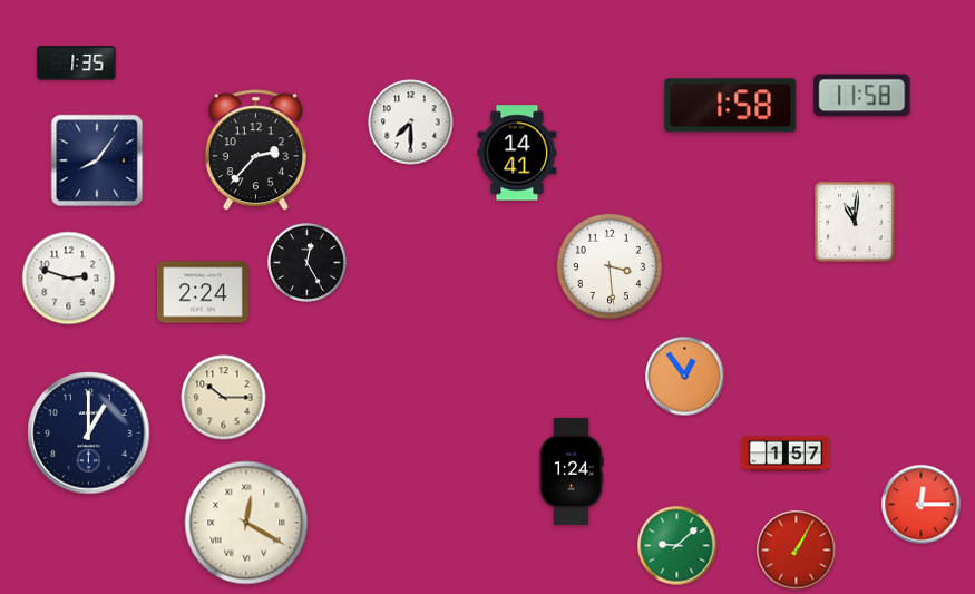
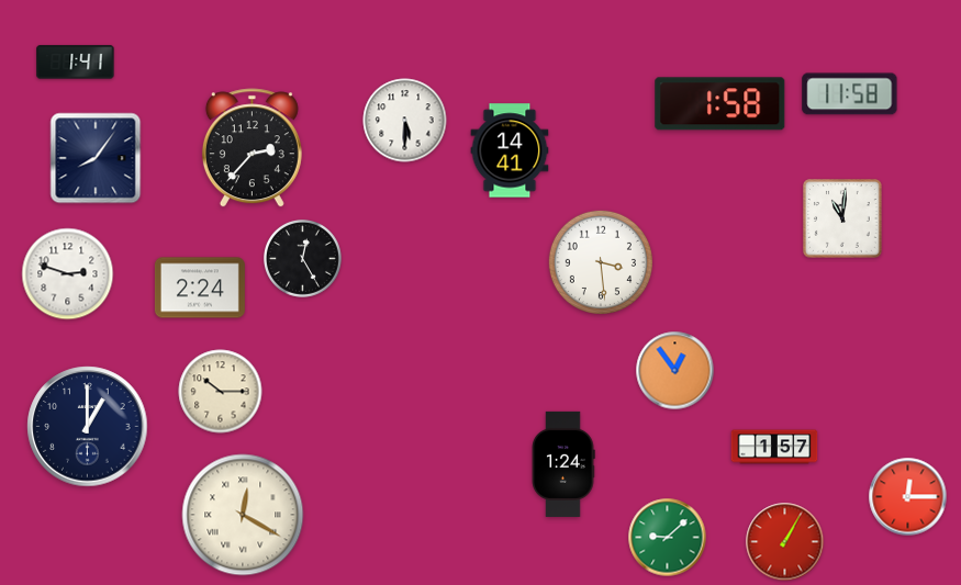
clock at (77, 64): 1:35 -> 1:41
clock at (411, 123): 7:30 -> 5:30
